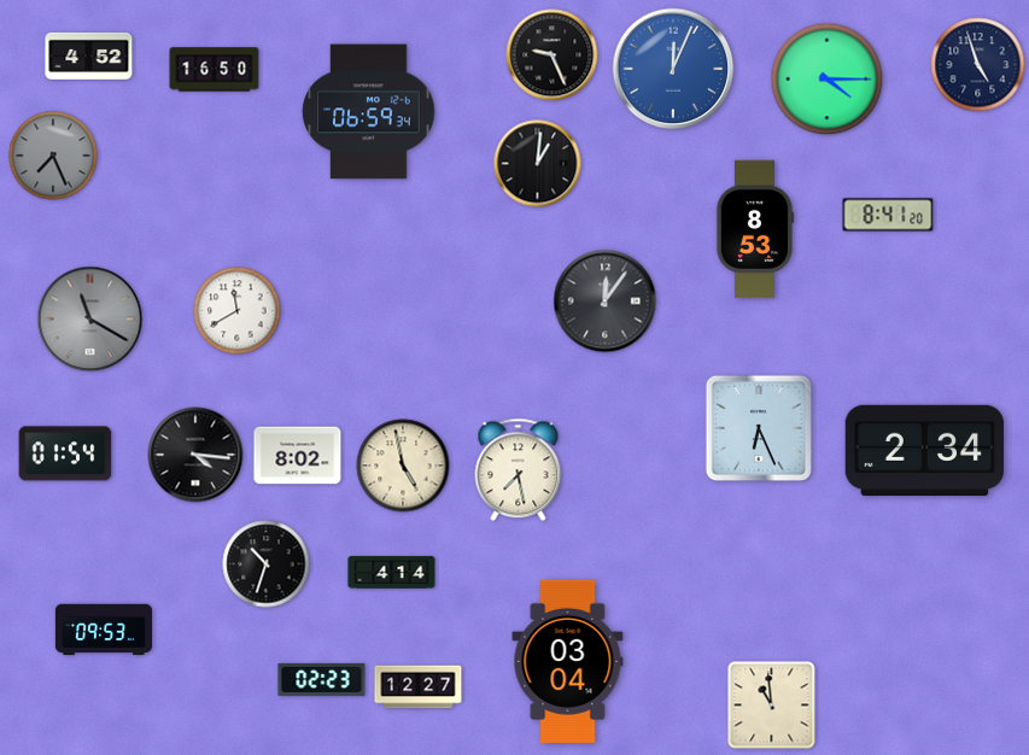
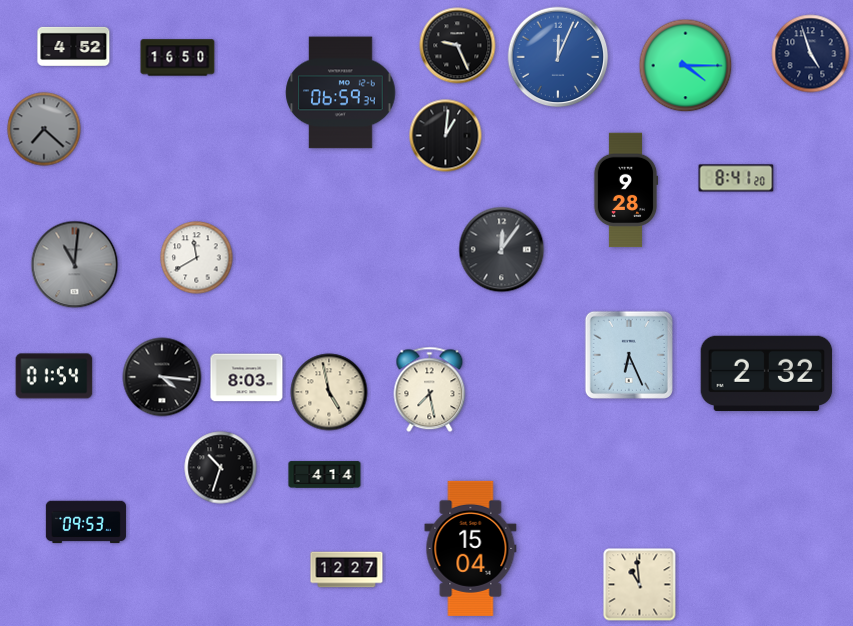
clock at (369, 112) position: (369, 112) -> (341, 93)
clock at (53, 156): 7:26 -> 7:22
clock at (755, 229): 8:53 -> 9:28
clock at (90, 320): 11:20 -> 11:01
clock at (925, 451): 2:34 -> 2:32
clock at (298, 456): 8:02 -> 8:03
clock at (403, 466) position: (403, 466) -> (329, 392)
clock at (568, 661): 03:04 -> 15:04
clock at (322, 679): 02:23 -> none
